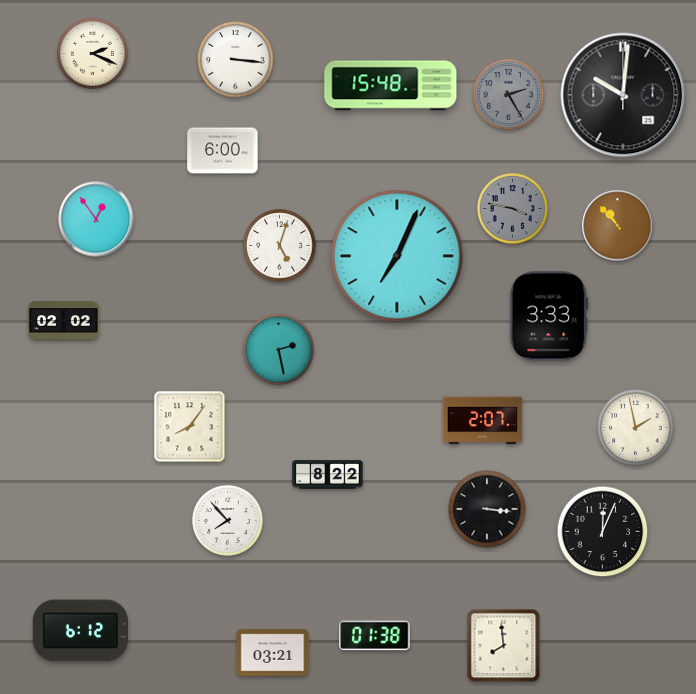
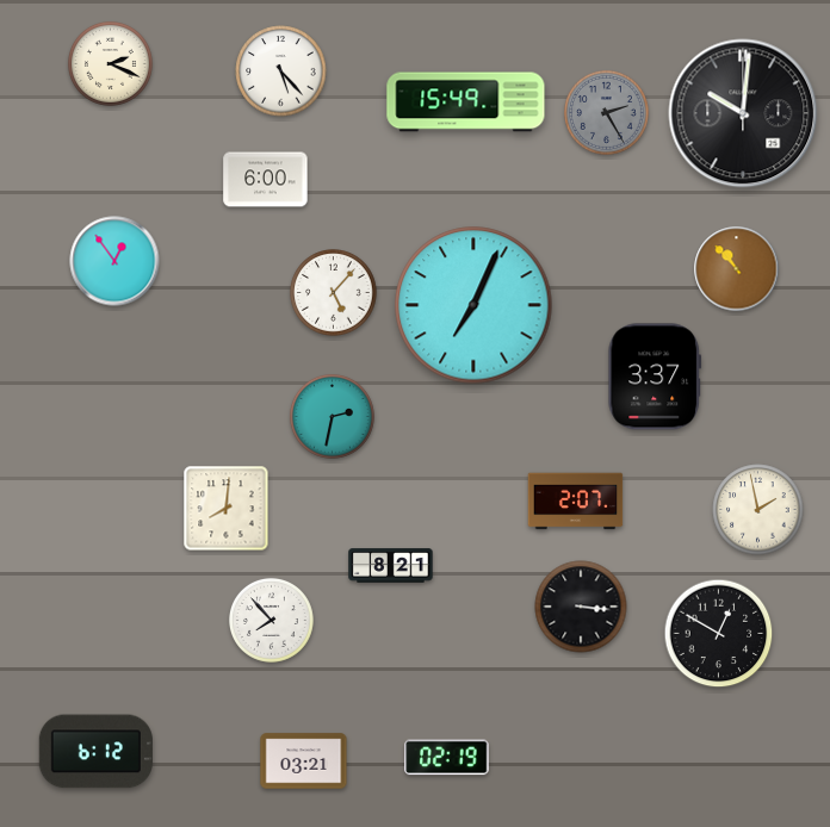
clock at (236, 60): 3:16 -> 5:23
clock at (391, 86): 15:48 -> 15:49
clock at (512, 208): 3:47 -> none
clock at (280, 246): 5:03 -> 5:07
clock at (549, 316): 3:33 -> 3:37
clock at (64, 321): 02:02 -> none
clock at (278, 349): 2:28 -> 2:32
clock at (190, 427): 8:06 -> 8:01
clock at (328, 475): 8:22 -> 8:21
clock at (603, 532): 12:04 -> 12:50
clock at (375, 636): 01:38 -> 02:19
clock at (504, 646): 7:59 -> none
clock at (273, 653) position: (273, 653) -> (304, 761)
